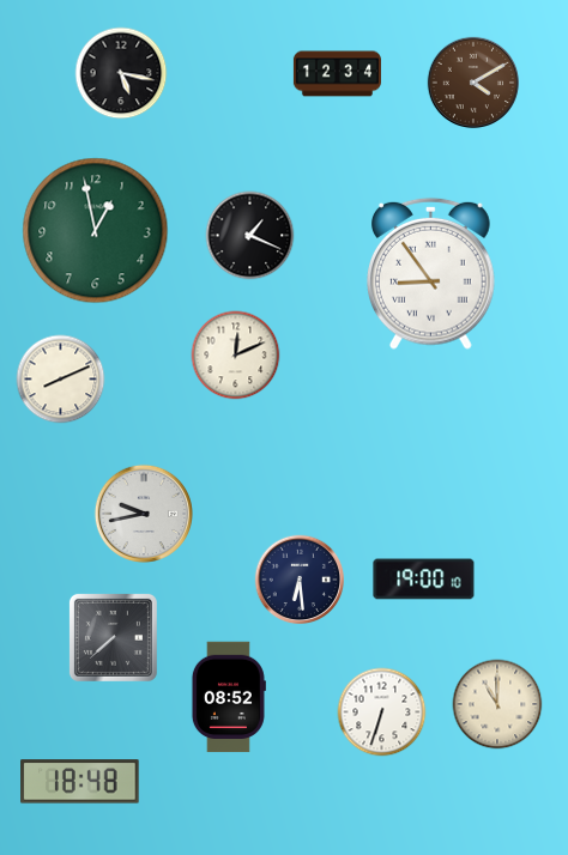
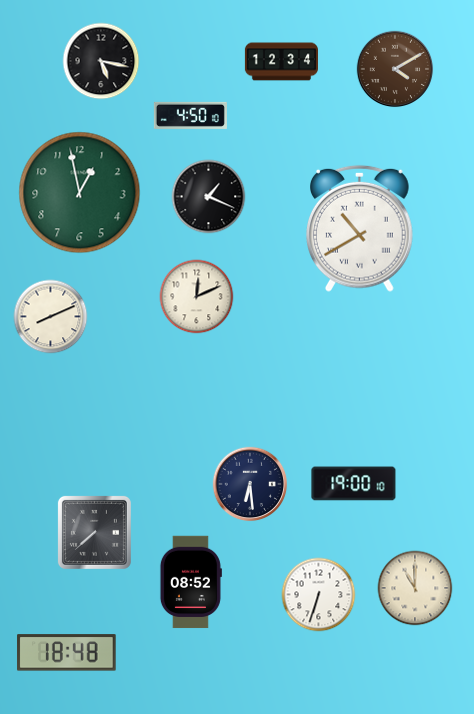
clock at (190, 115): none -> 4:50
clock at (431, 273): 8:54 -> 10:40
clock at (143, 513): 9:43 -> none
